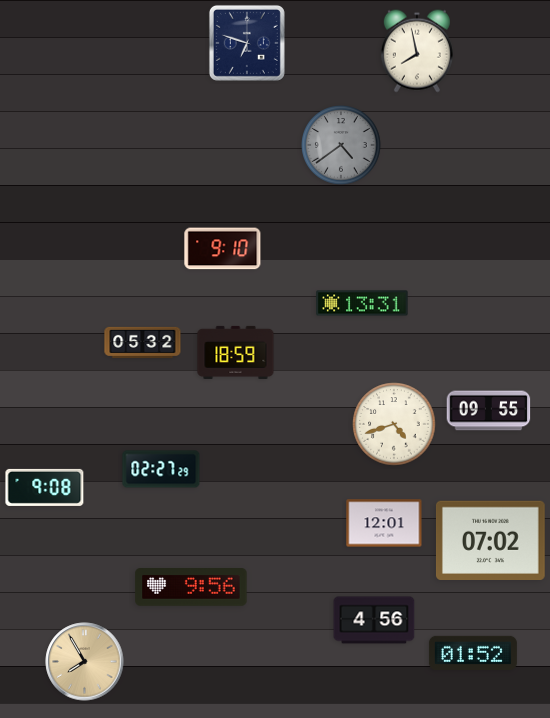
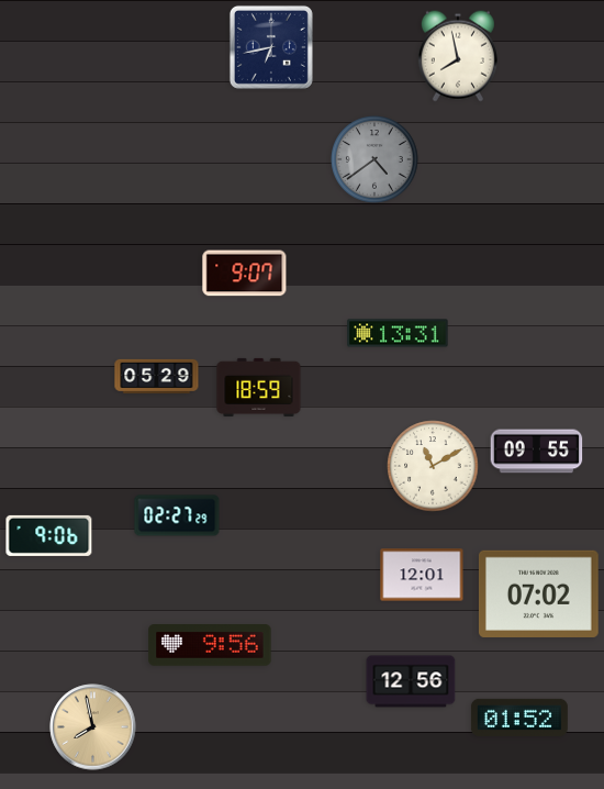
clock at (247, 43): 6:48 -> 6:43
clock at (223, 249): 9:10 -> 9:07
clock at (143, 342): 05:32 -> 05:29
clock at (394, 424): 4:42 -> 11:10
clock at (45, 487): 9:08 -> 9:06
clock at (374, 620): 4:56 -> 12:56
clock at (85, 662): 7:55 -> 7:58
